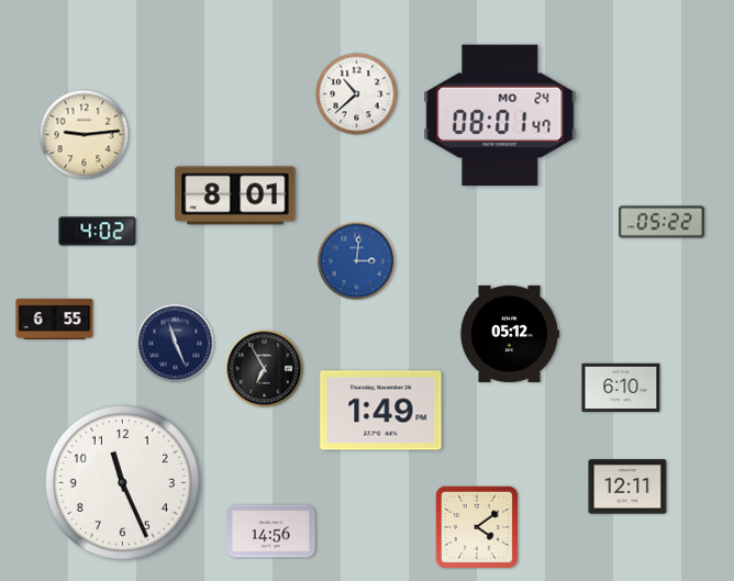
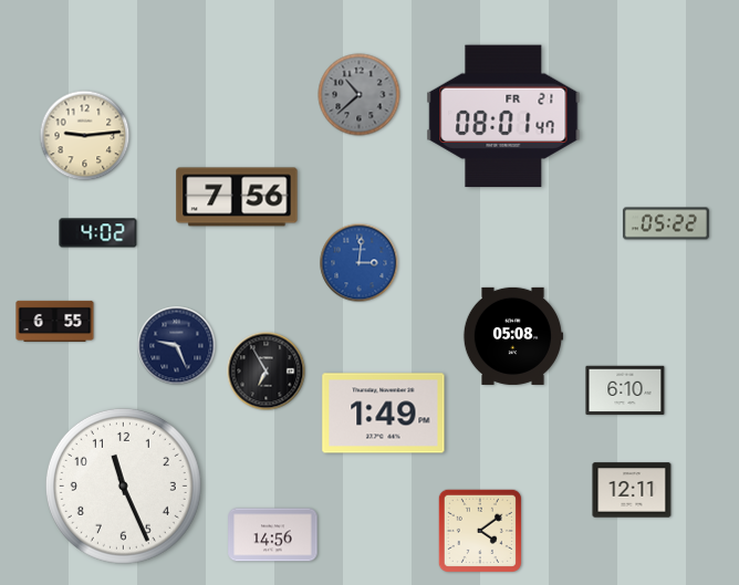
clock at (357, 94) dial: white -> grey
clock at (500, 115) date: MO 24 -> FR 21
clock at (235, 195): 8:01 -> 7:56
clock at (509, 334): 05:12 -> 05:08
clock at (176, 344): 11:26 -> 9:26
